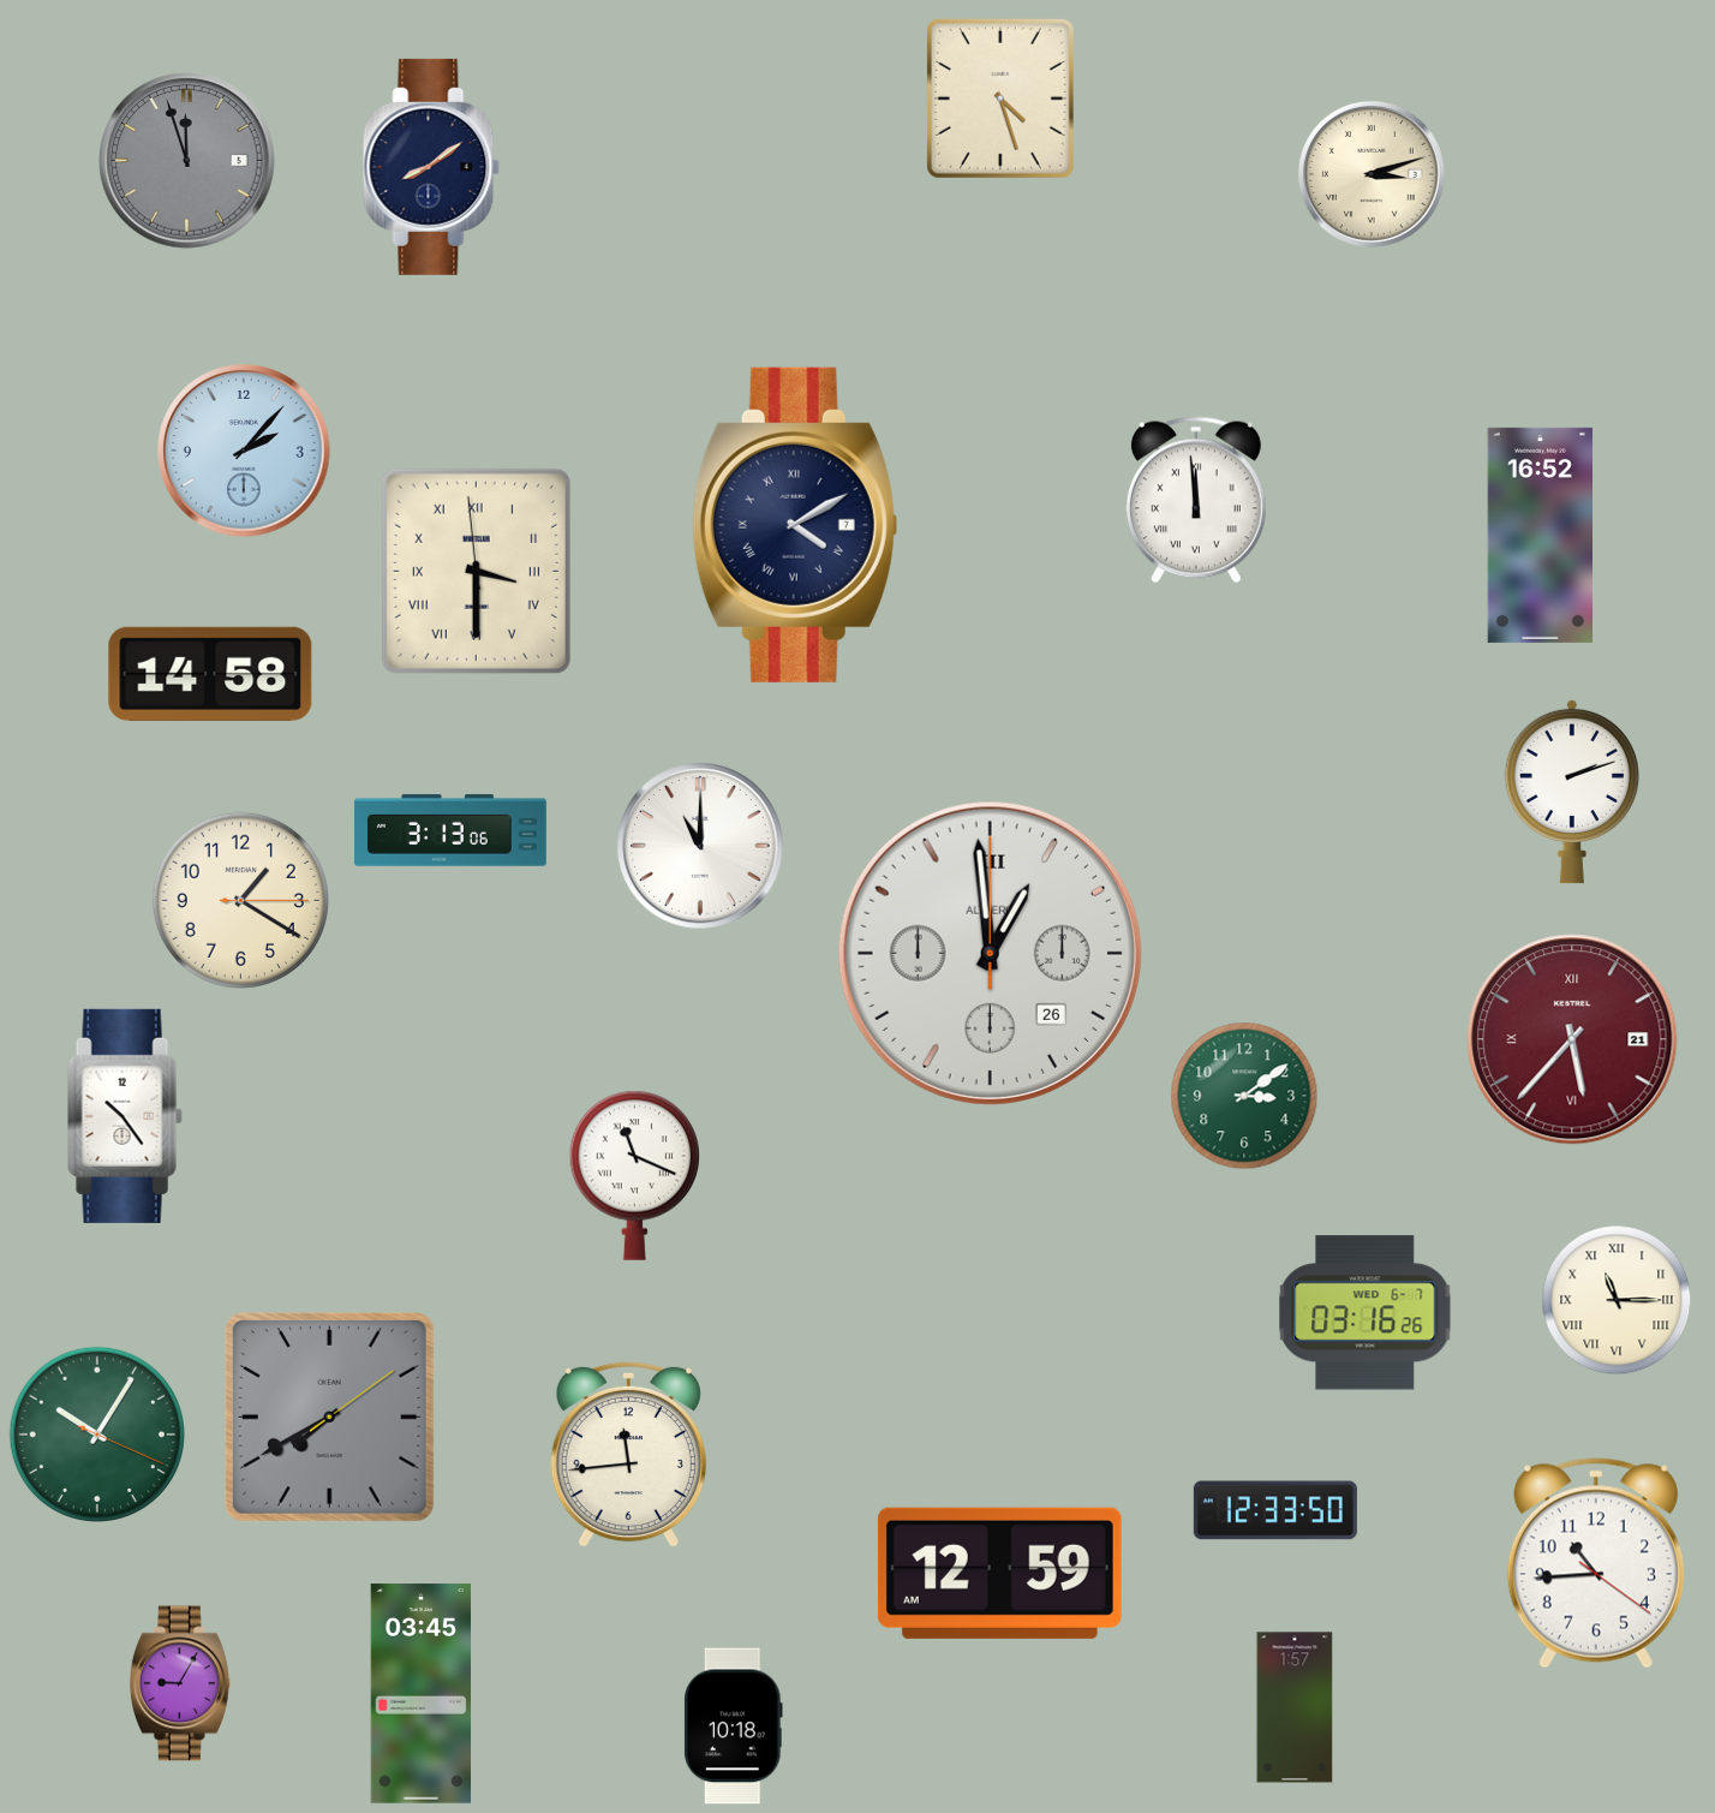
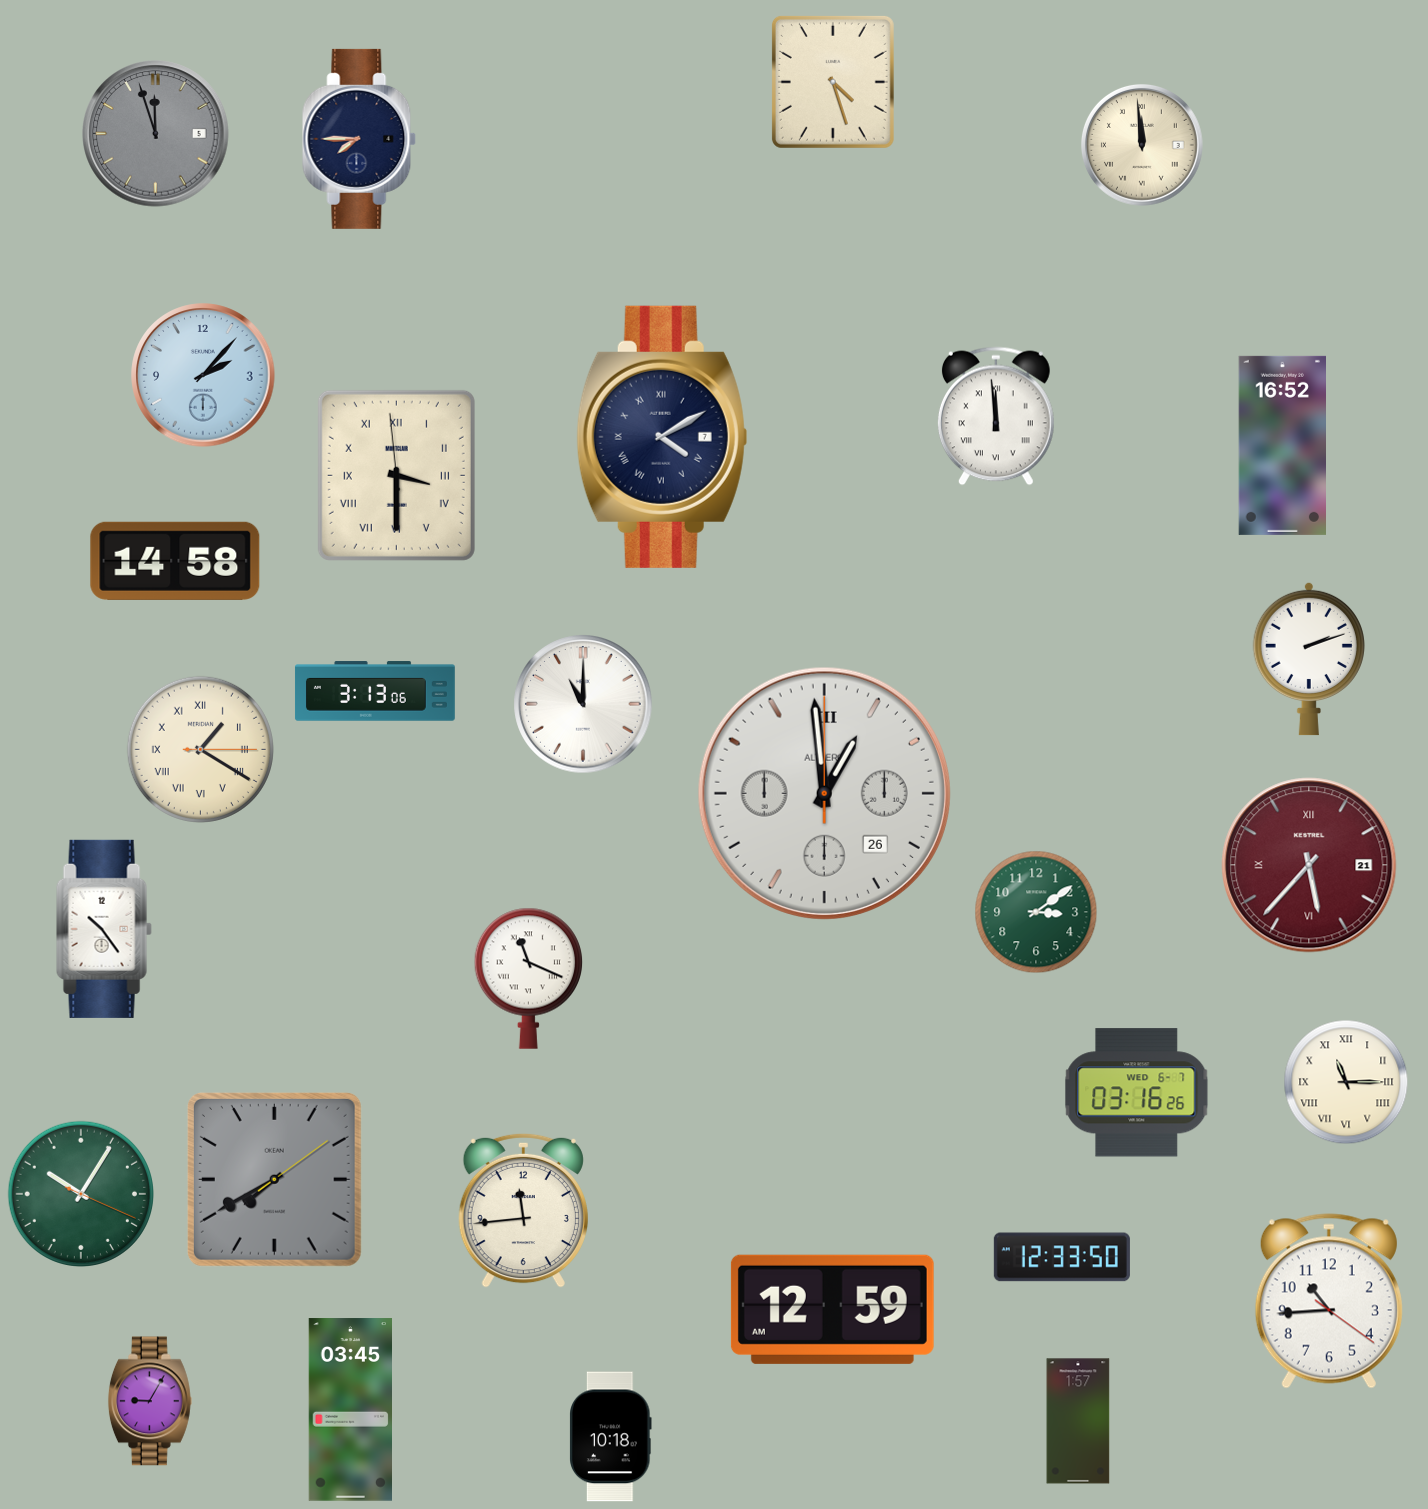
clock at (431, 167): 8:09 -> 7:45
clock at (1373, 175): 3:12 -> 11:59
clock at (240, 900) numerals: Arabic -> Roman
